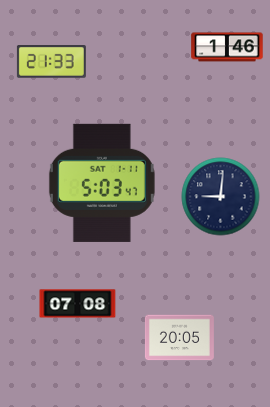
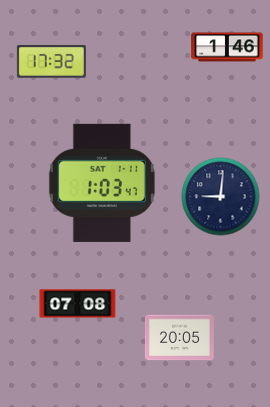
clock at (51, 62): 21:33 -> 17:32
clock at (102, 183): 5:03 -> 1:03
